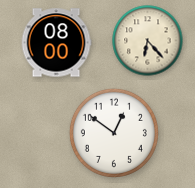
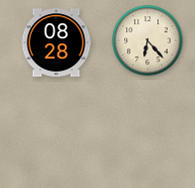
clock at (56, 43): 08:00 -> 08:28
clock at (114, 133): 12:51 -> none
